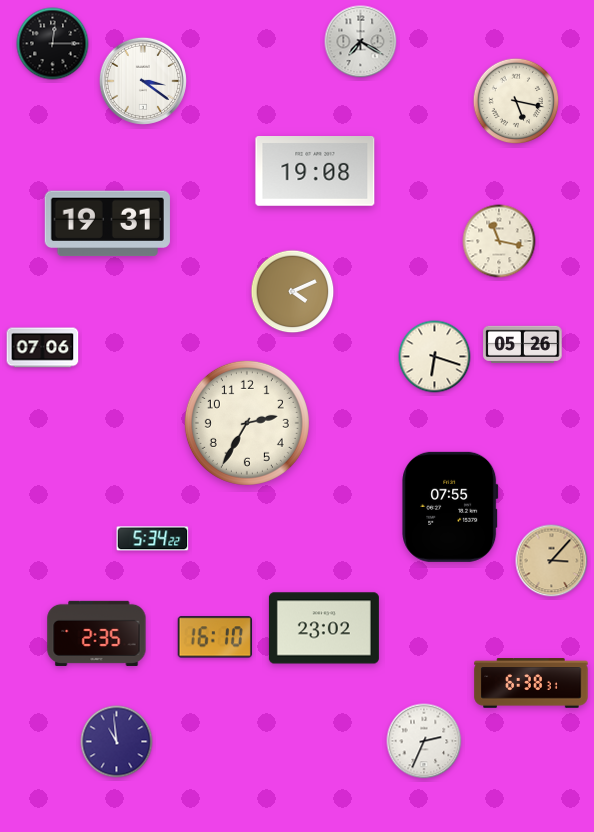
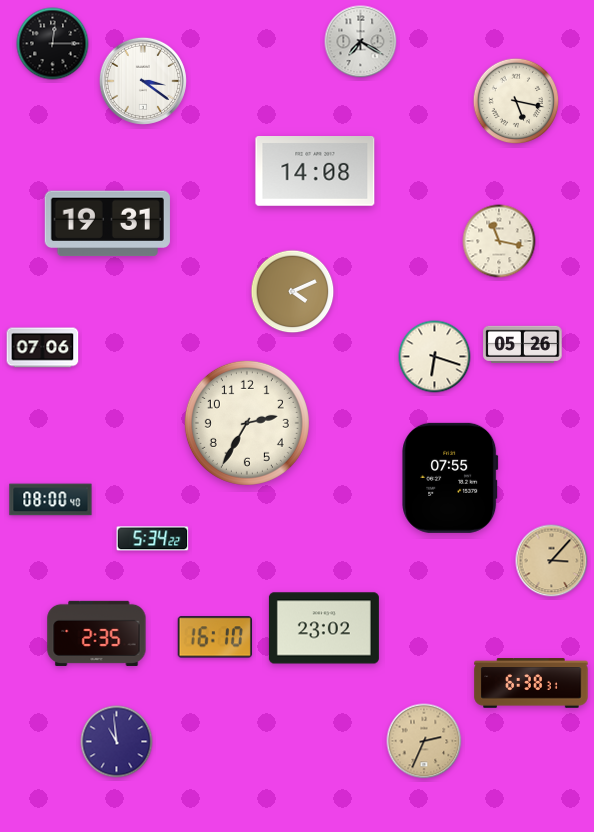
clock at (315, 172): 19:08 -> 14:08
clock at (51, 500): none -> 08:00
clock at (450, 507) position: (450, 507) -> (450, 478)
clock at (424, 741) dial: white -> champagne
